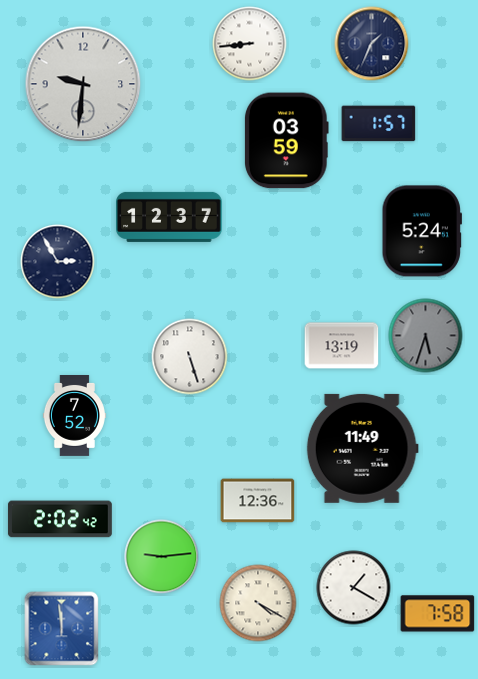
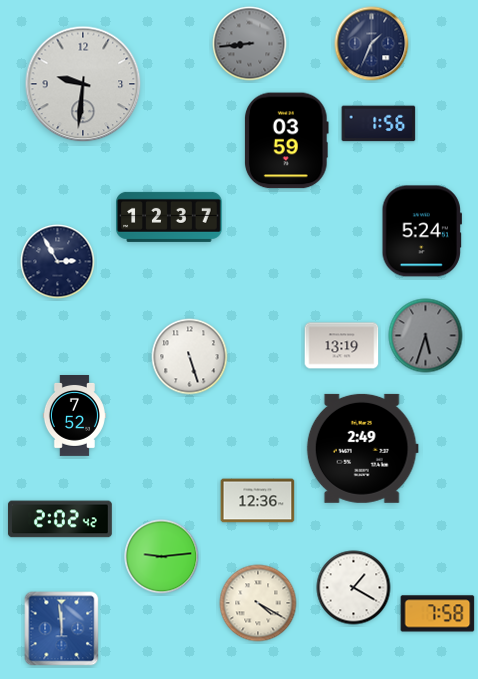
clock at (250, 44) dial: white -> grey
clock at (379, 124): 1:57 -> 1:56
clock at (362, 448): 11:49 -> 2:49
